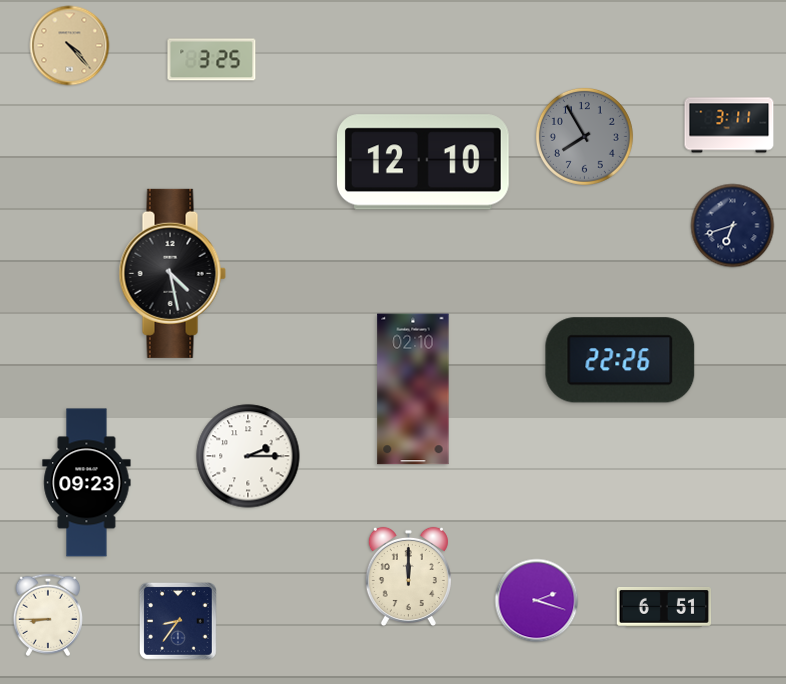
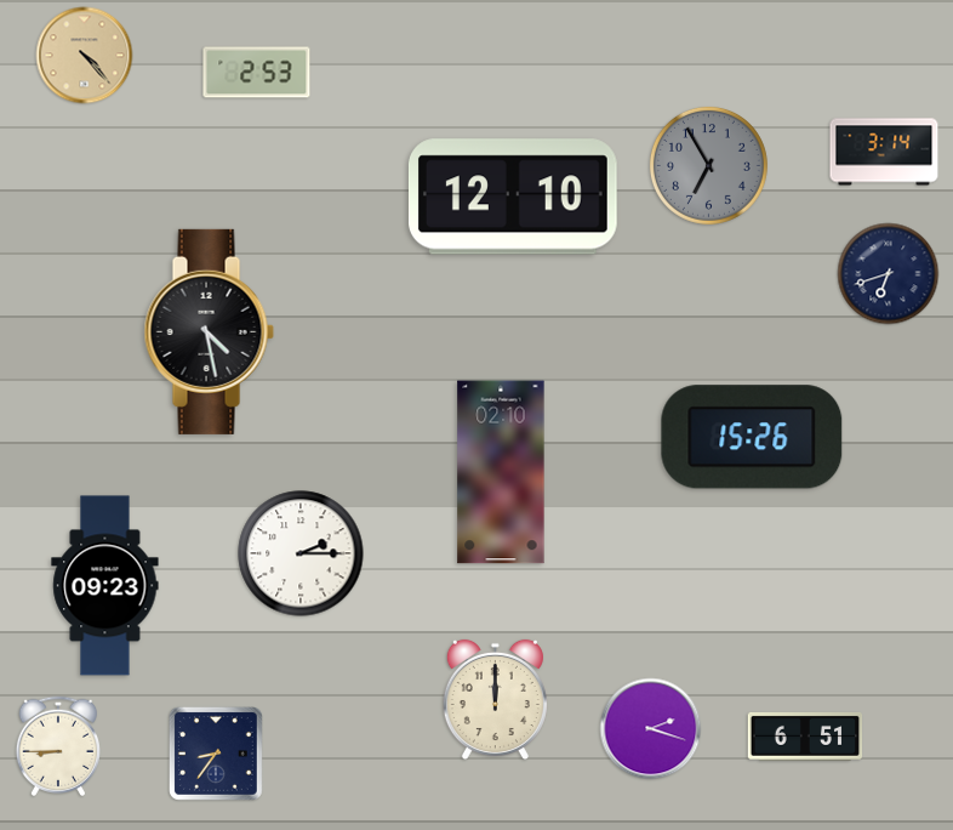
clock at (212, 60): 3:25 -> 2:53
clock at (729, 125): 3:11 -> 3:14
clock at (584, 136): 7:55 -> 6:55
clock at (620, 360): 22:26 -> 15:26
